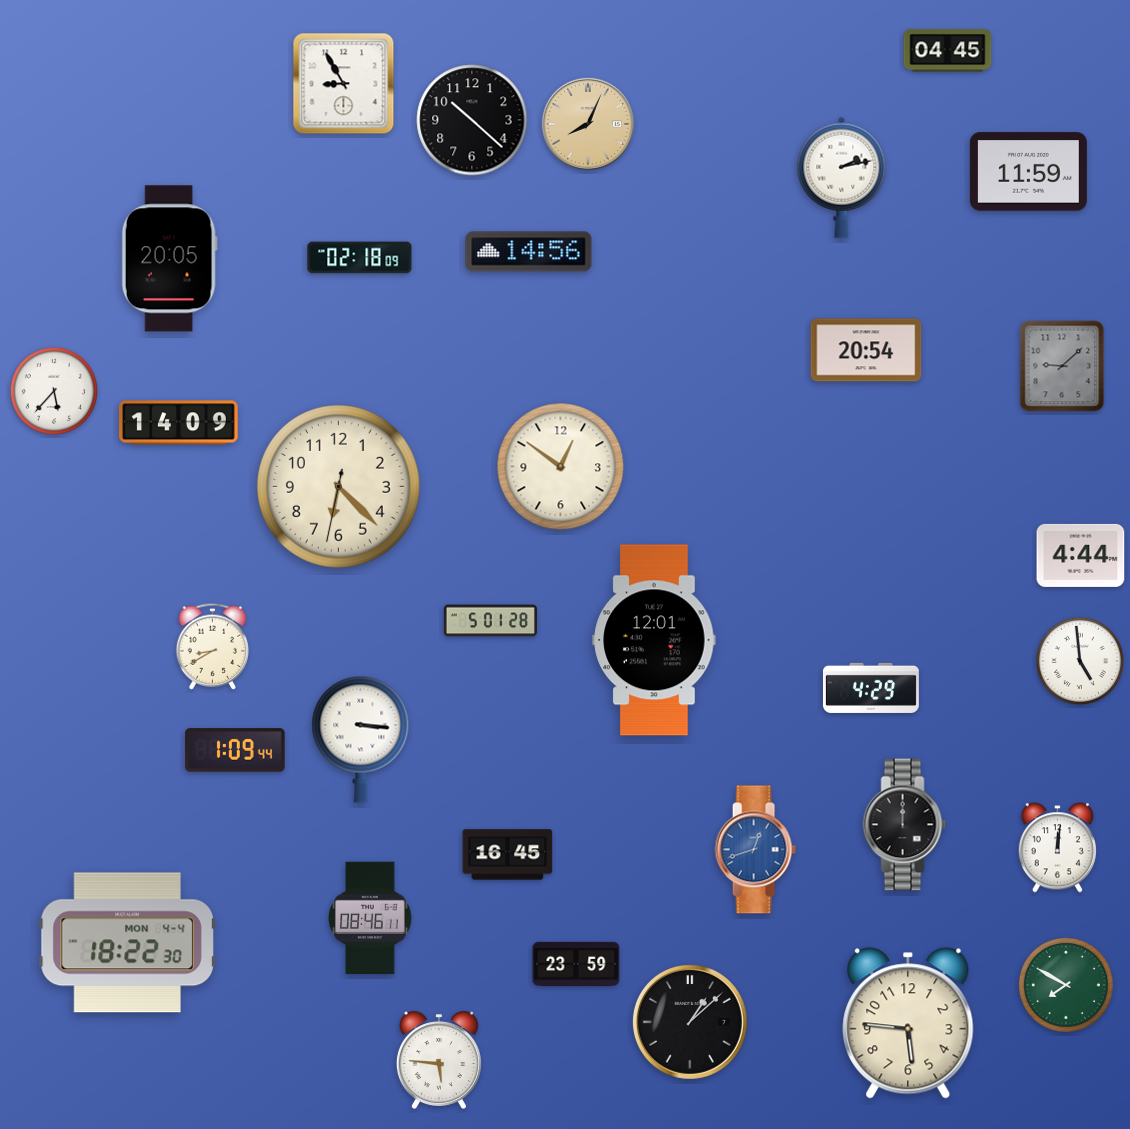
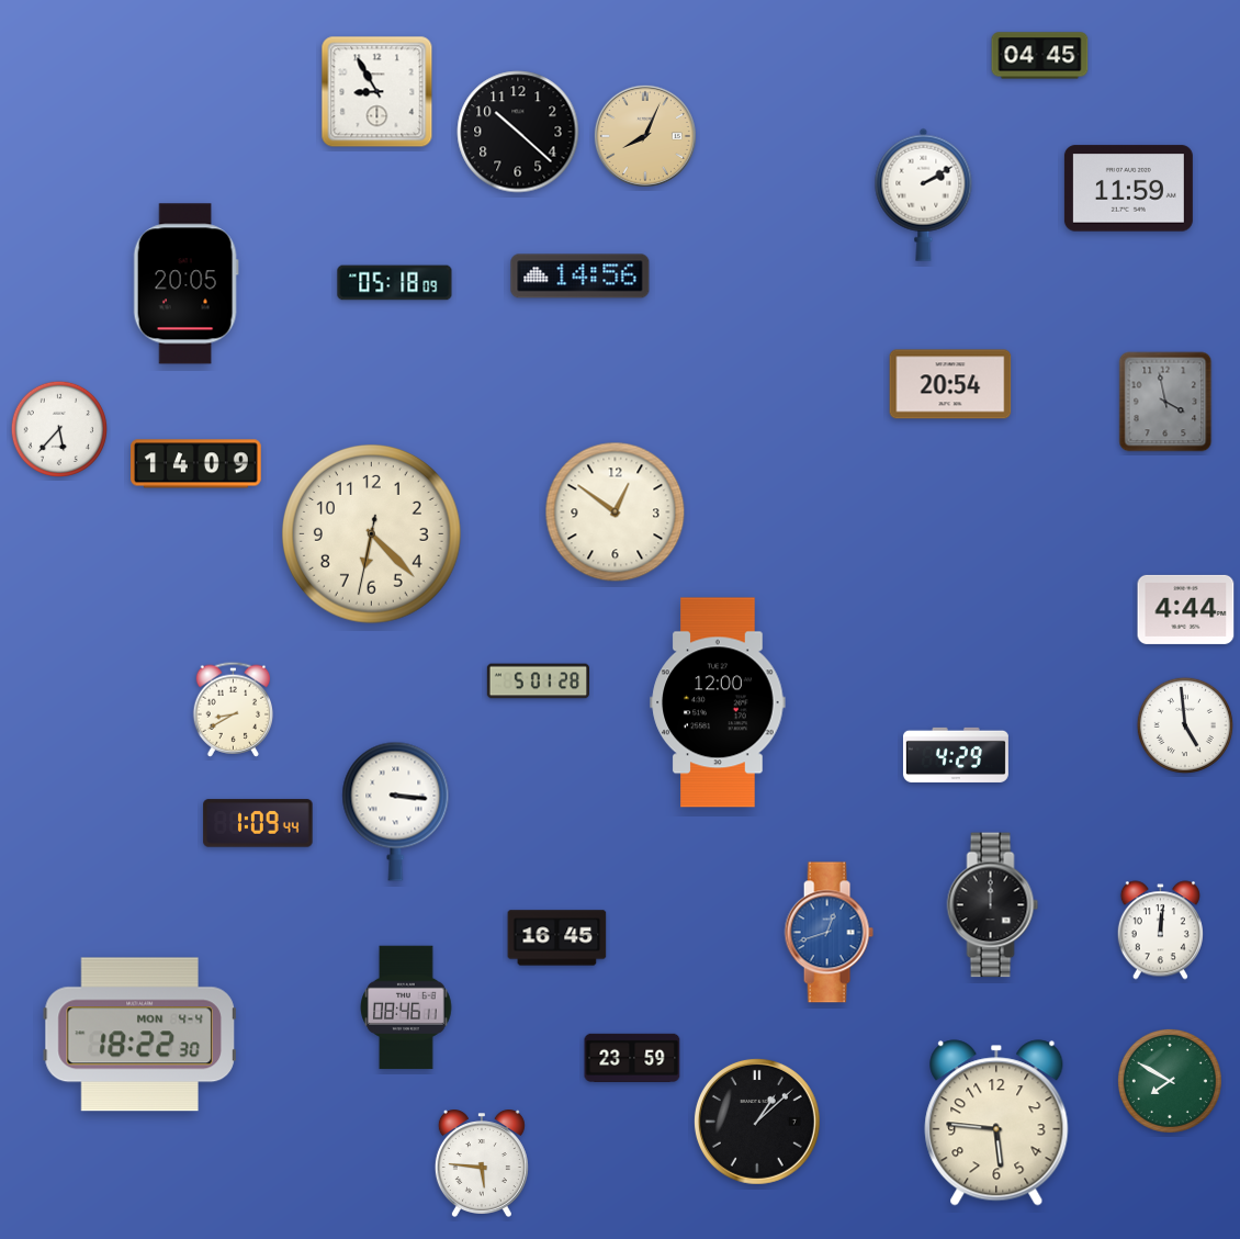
clock at (842, 177): 2:13 -> 2:10
clock at (360, 258): 02:18 -> 05:18
clock at (1062, 366): 9:08 -> 3:58
clock at (654, 640): 12:01 -> 12:00
